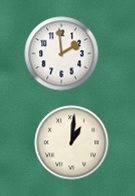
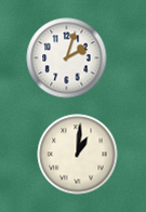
clock at (62, 54): 1:59 -> 2:03
